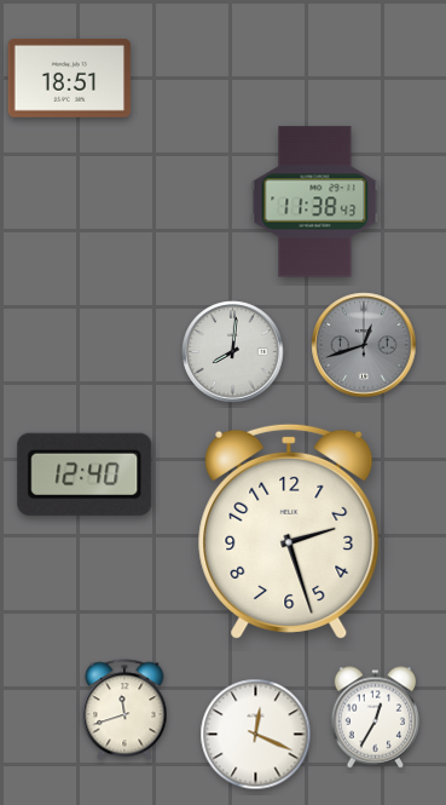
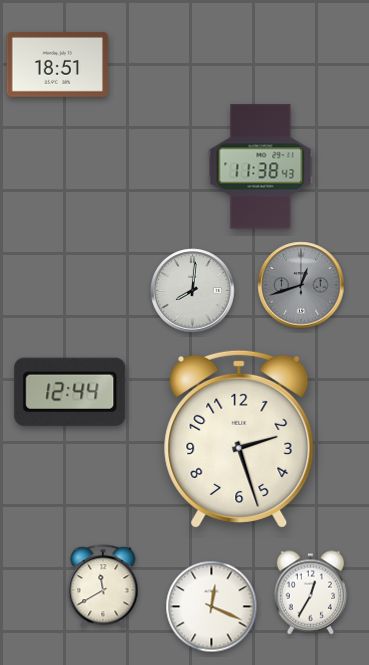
clock at (85, 475): 12:40 -> 12:44
clock at (124, 709): 11:42 -> 11:40
